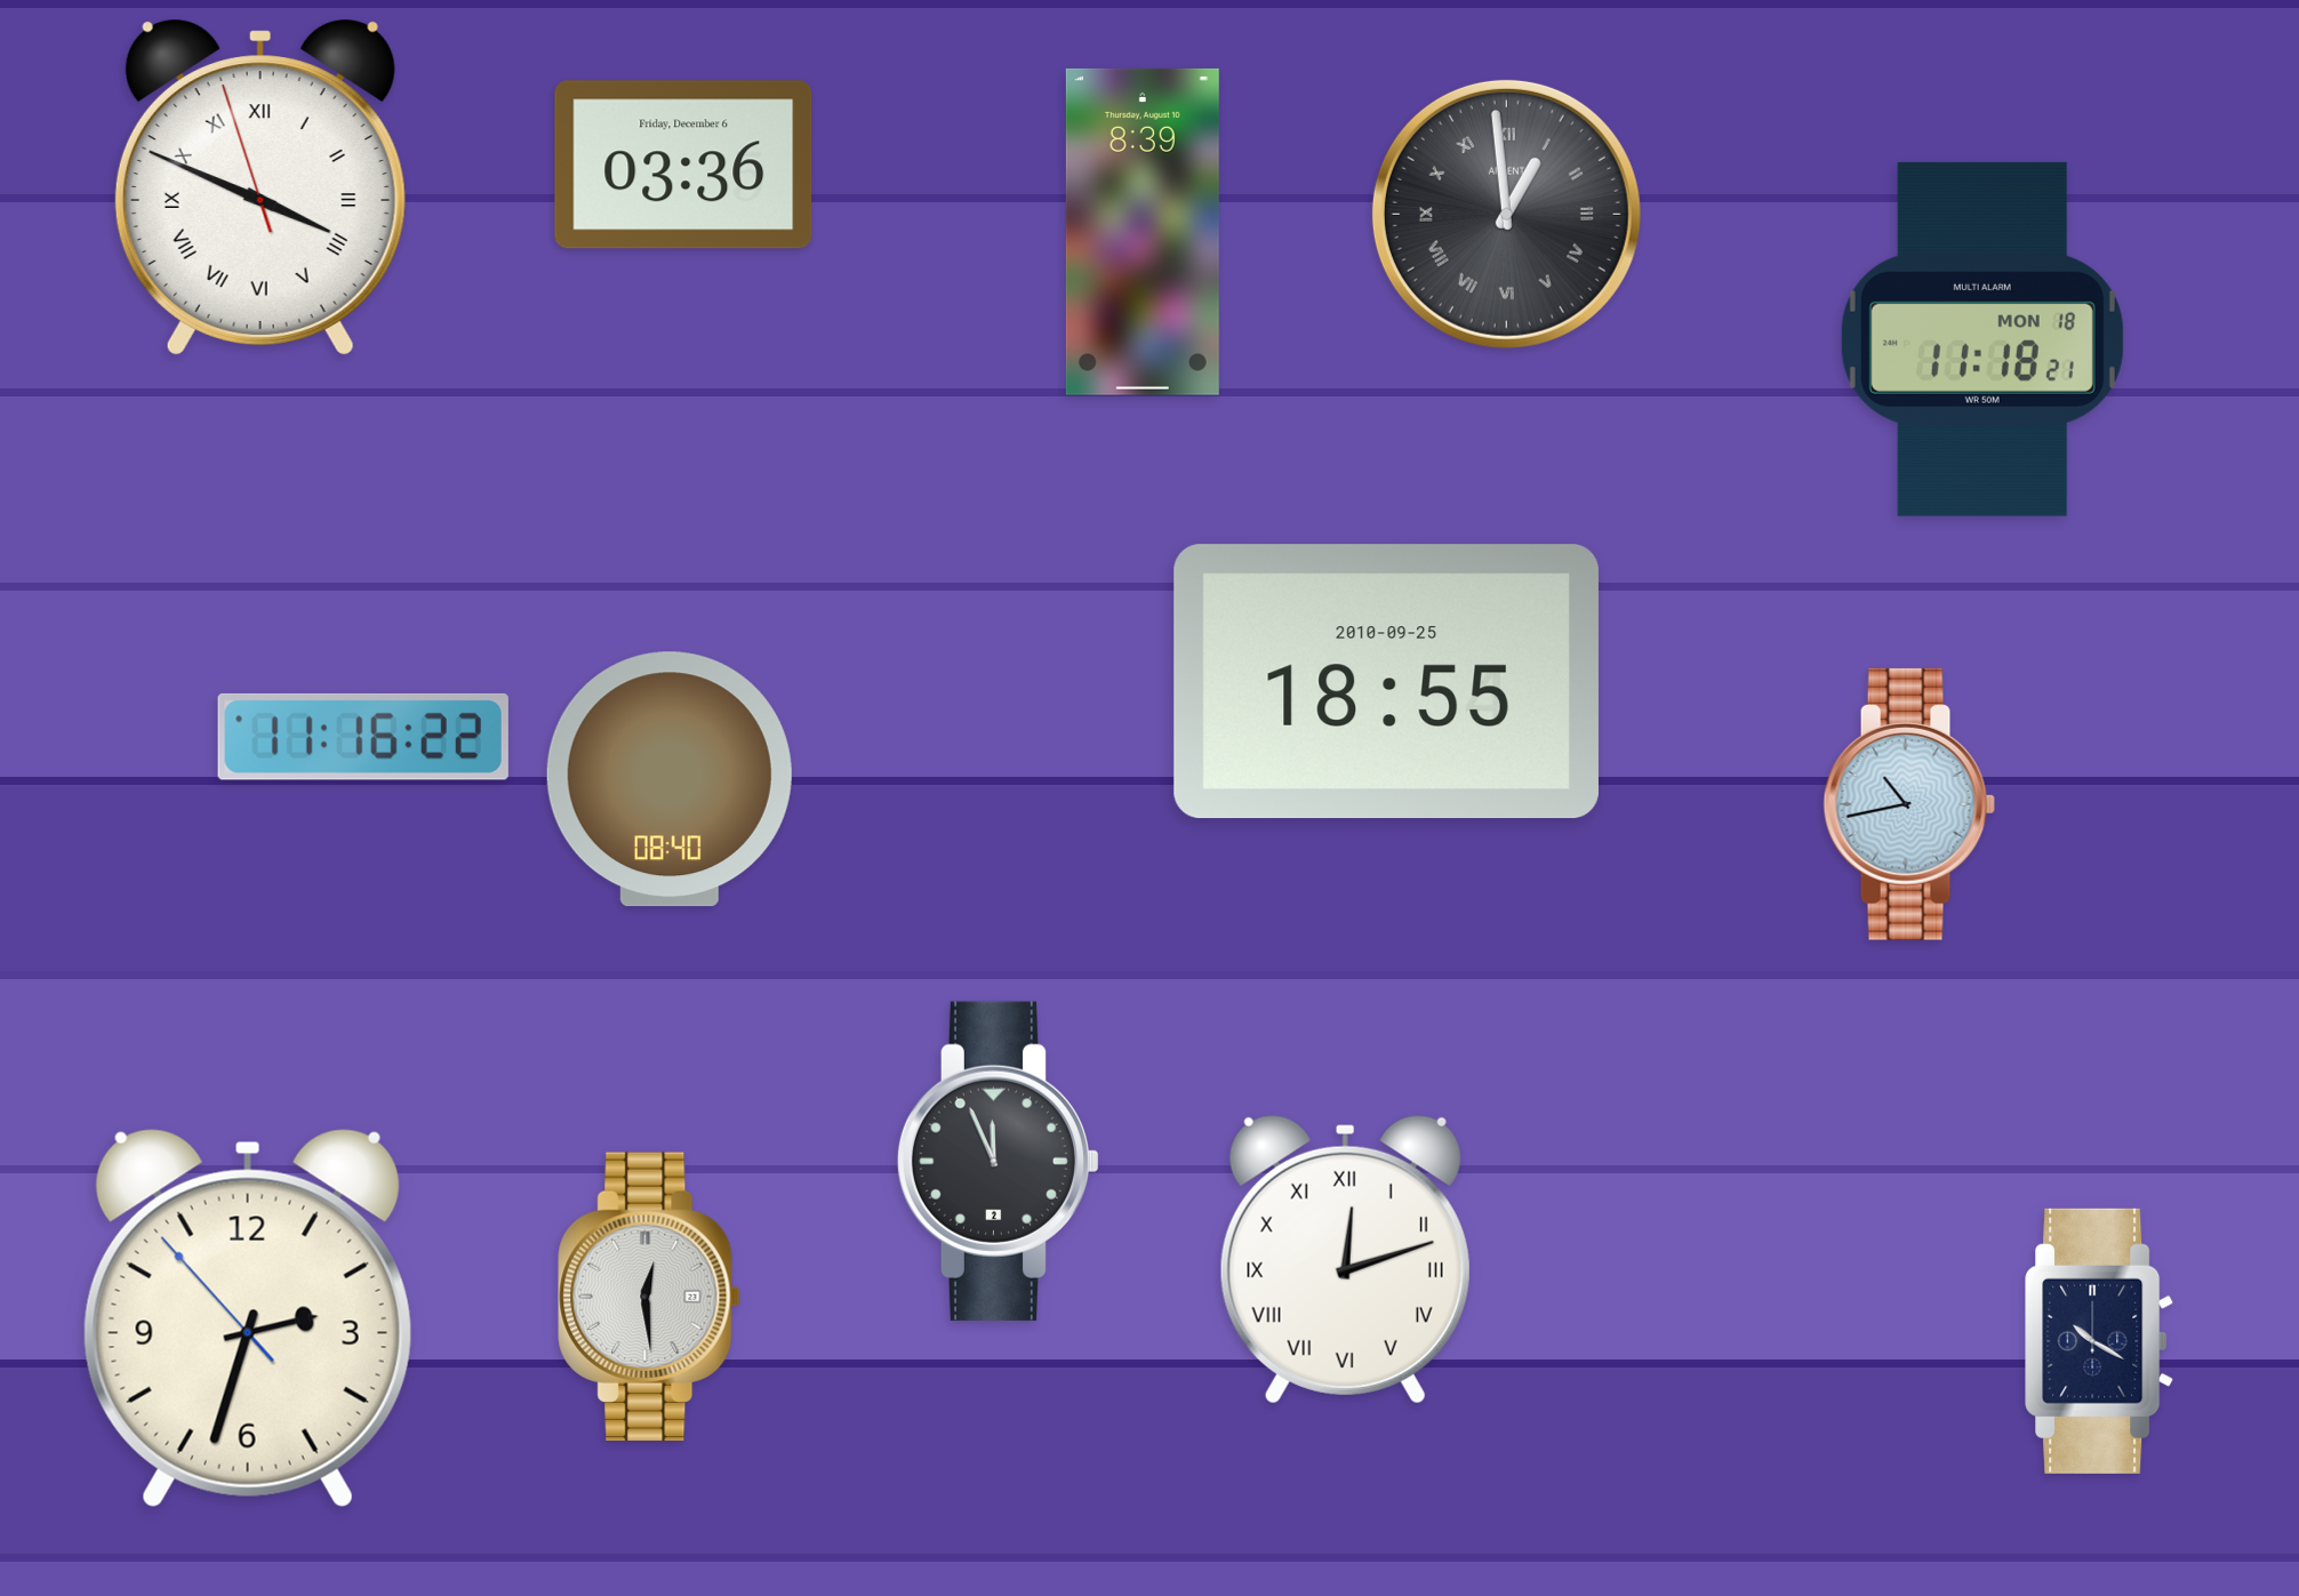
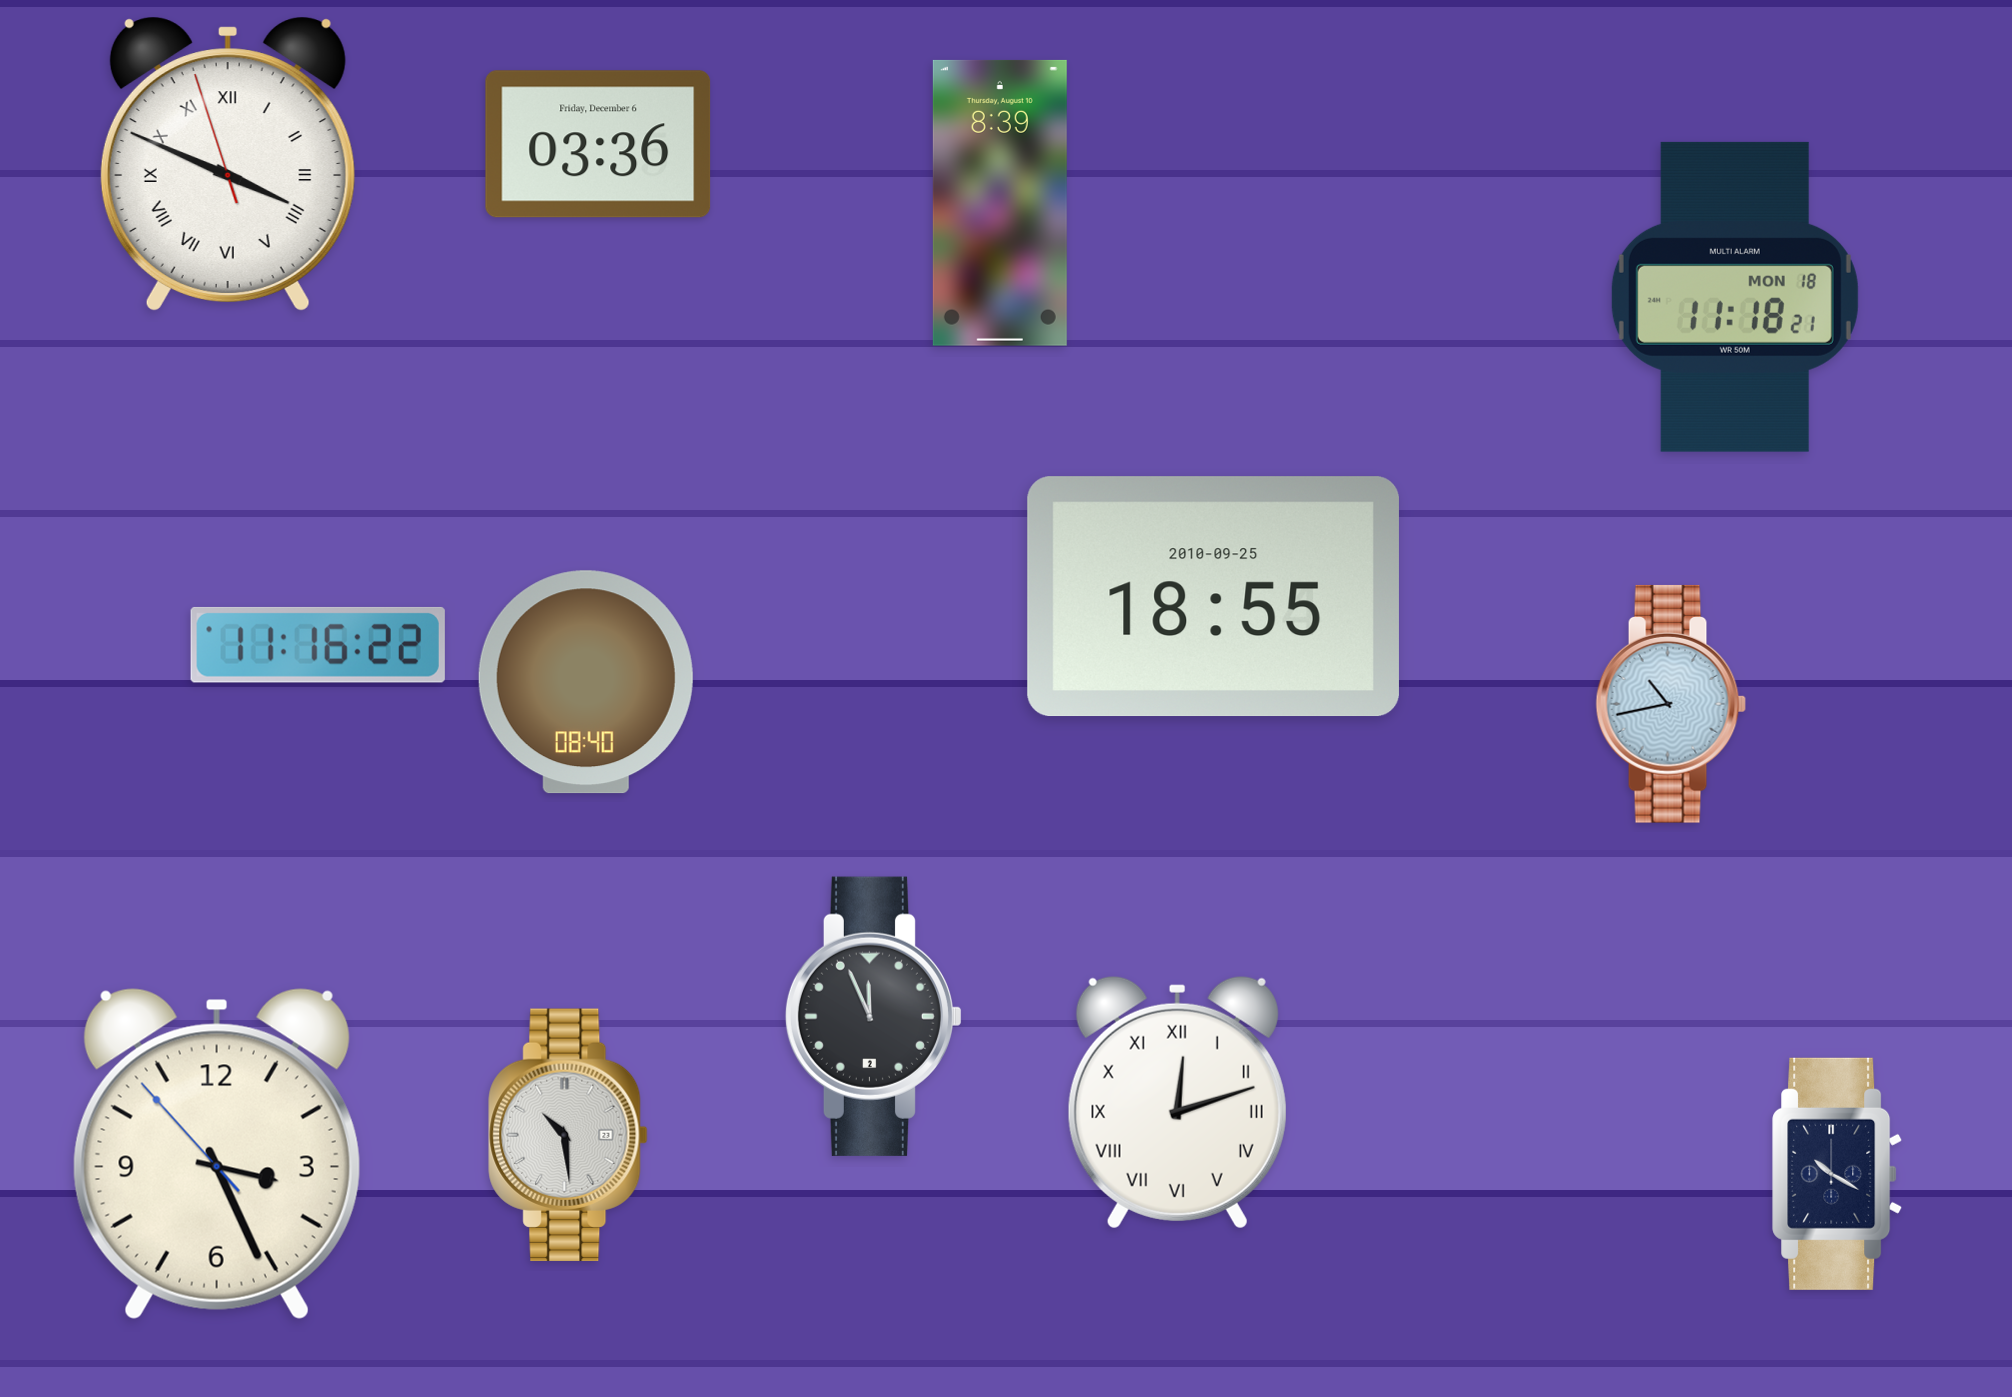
clock at (1506, 214): 12:59 -> none
clock at (649, 1297): 12:29 -> 10:29
clock at (248, 1318): 2:32 -> 3:25
